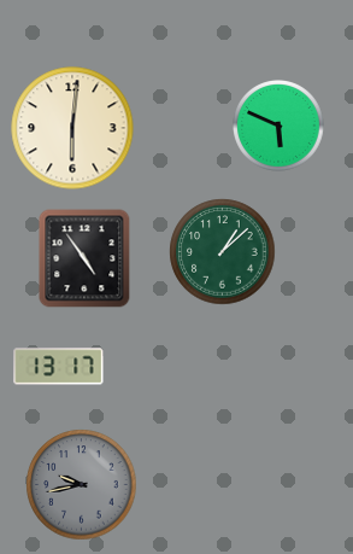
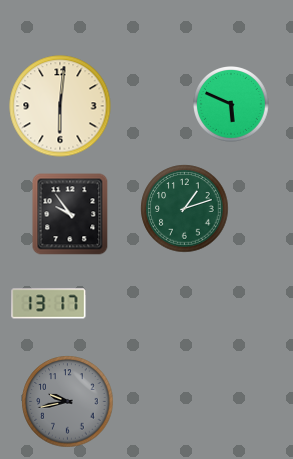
clock at (223, 252): 1:08 -> 1:12
clock at (84, 258): 4:54 -> 9:54
